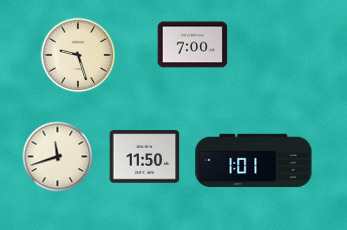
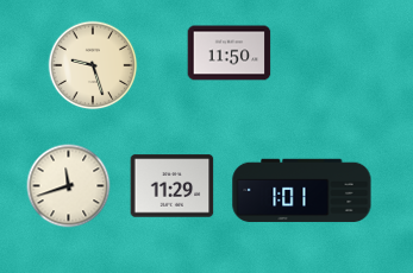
clock at (193, 45): 7:00 -> 11:50
clock at (145, 157): 11:50 -> 11:29
